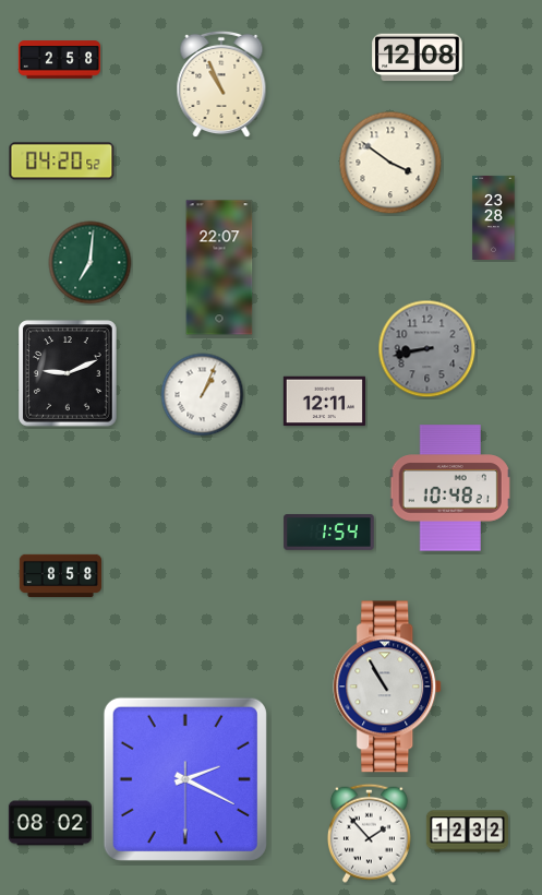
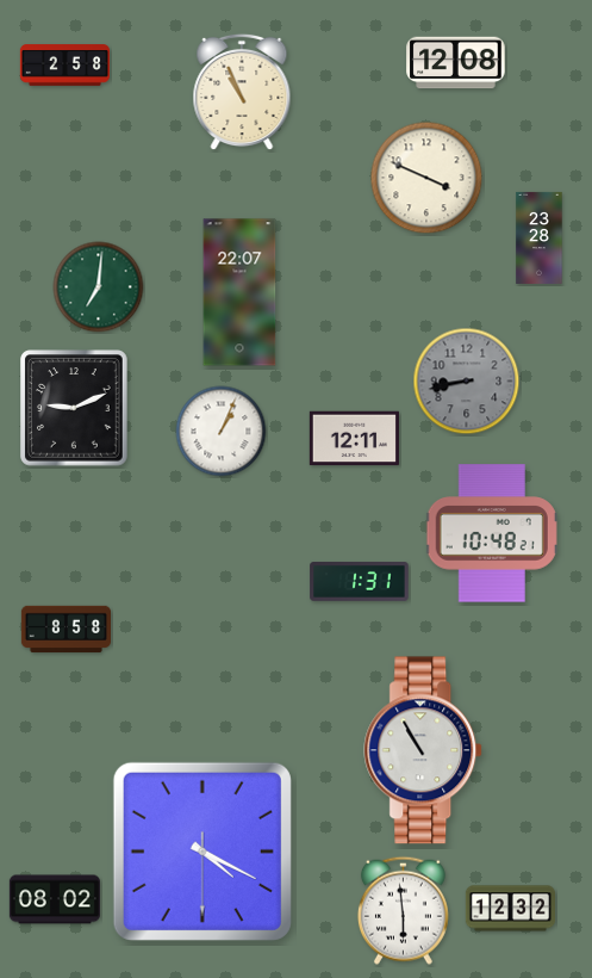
clock at (62, 162): 04:20 -> none
clock at (390, 163): 3:51 -> 3:49
clock at (329, 533): 1:54 -> 1:31
clock at (185, 779): 2:19 -> 4:19
clock at (369, 833): 1:53 -> 5:59
